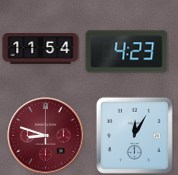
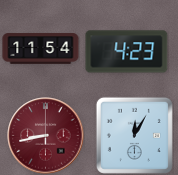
clock at (46, 136): 8:48 -> 8:43
